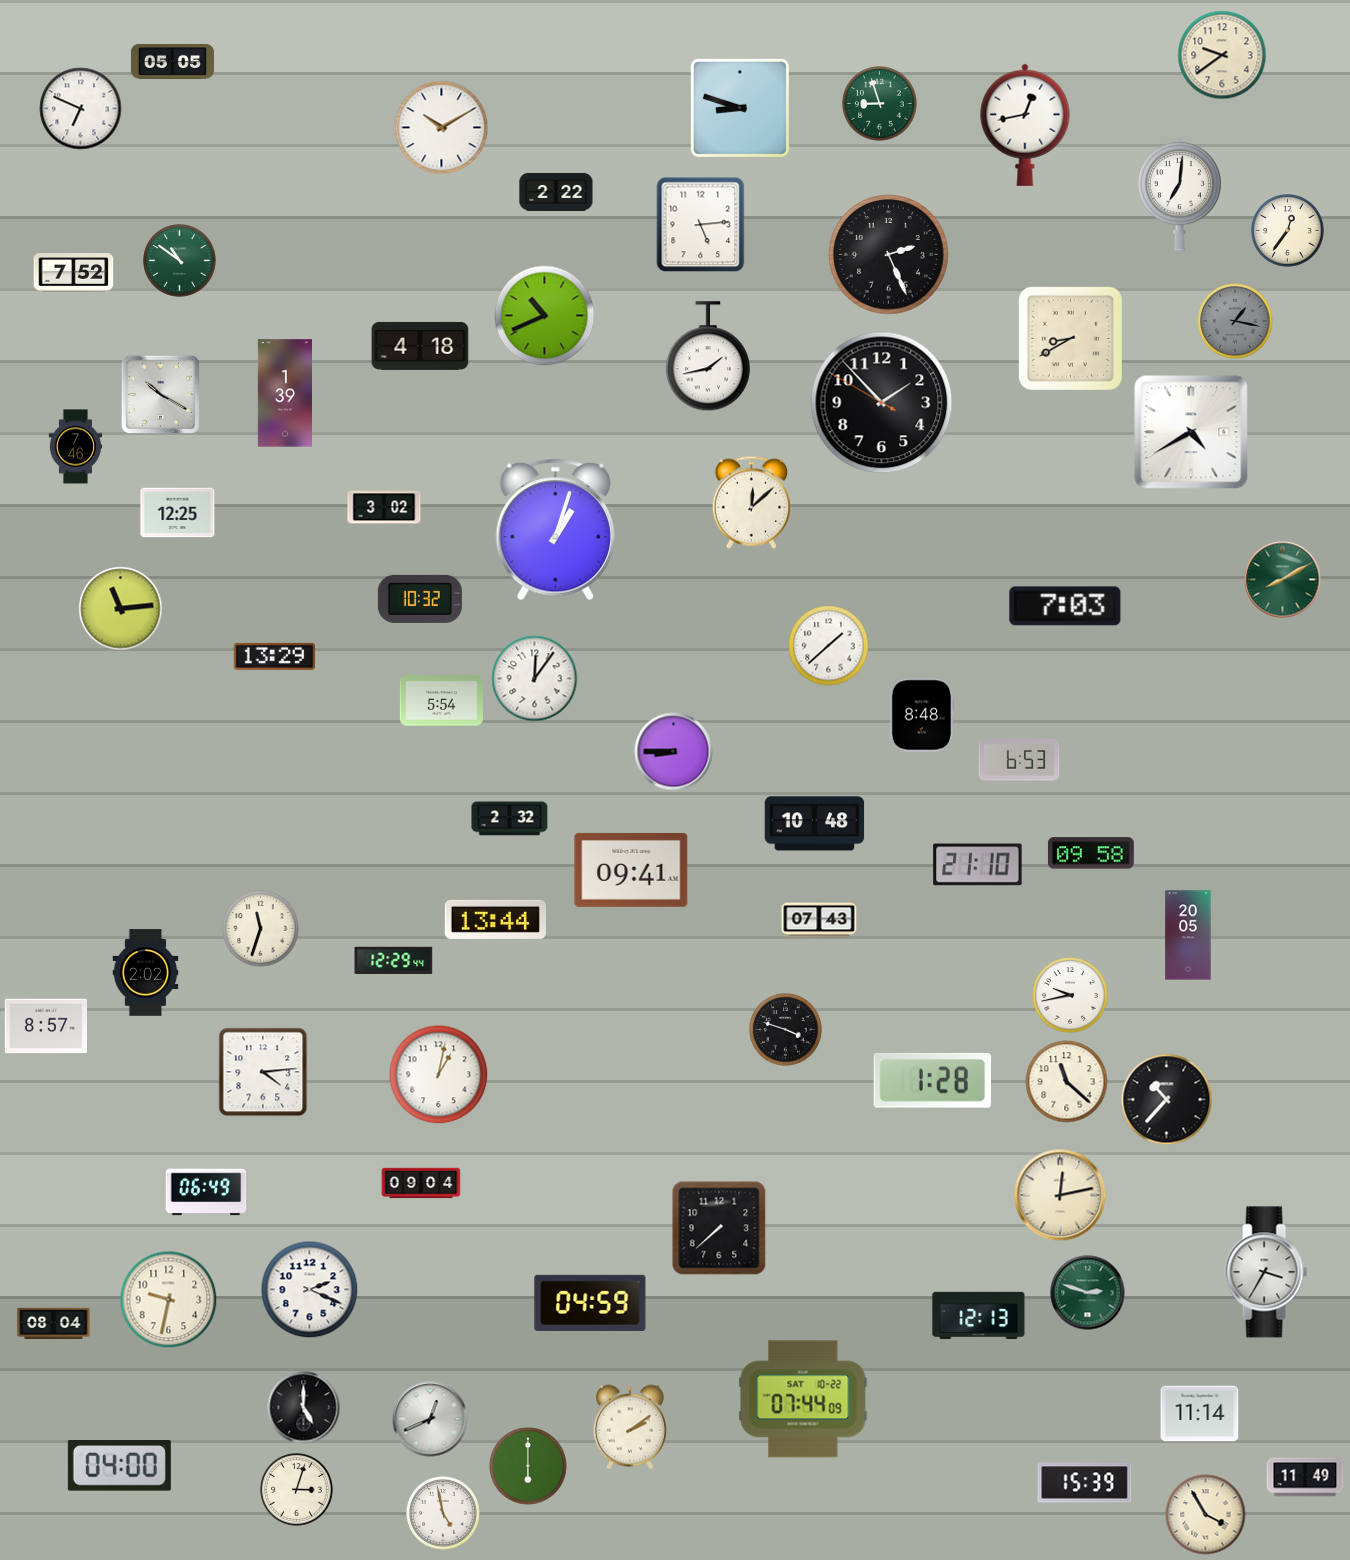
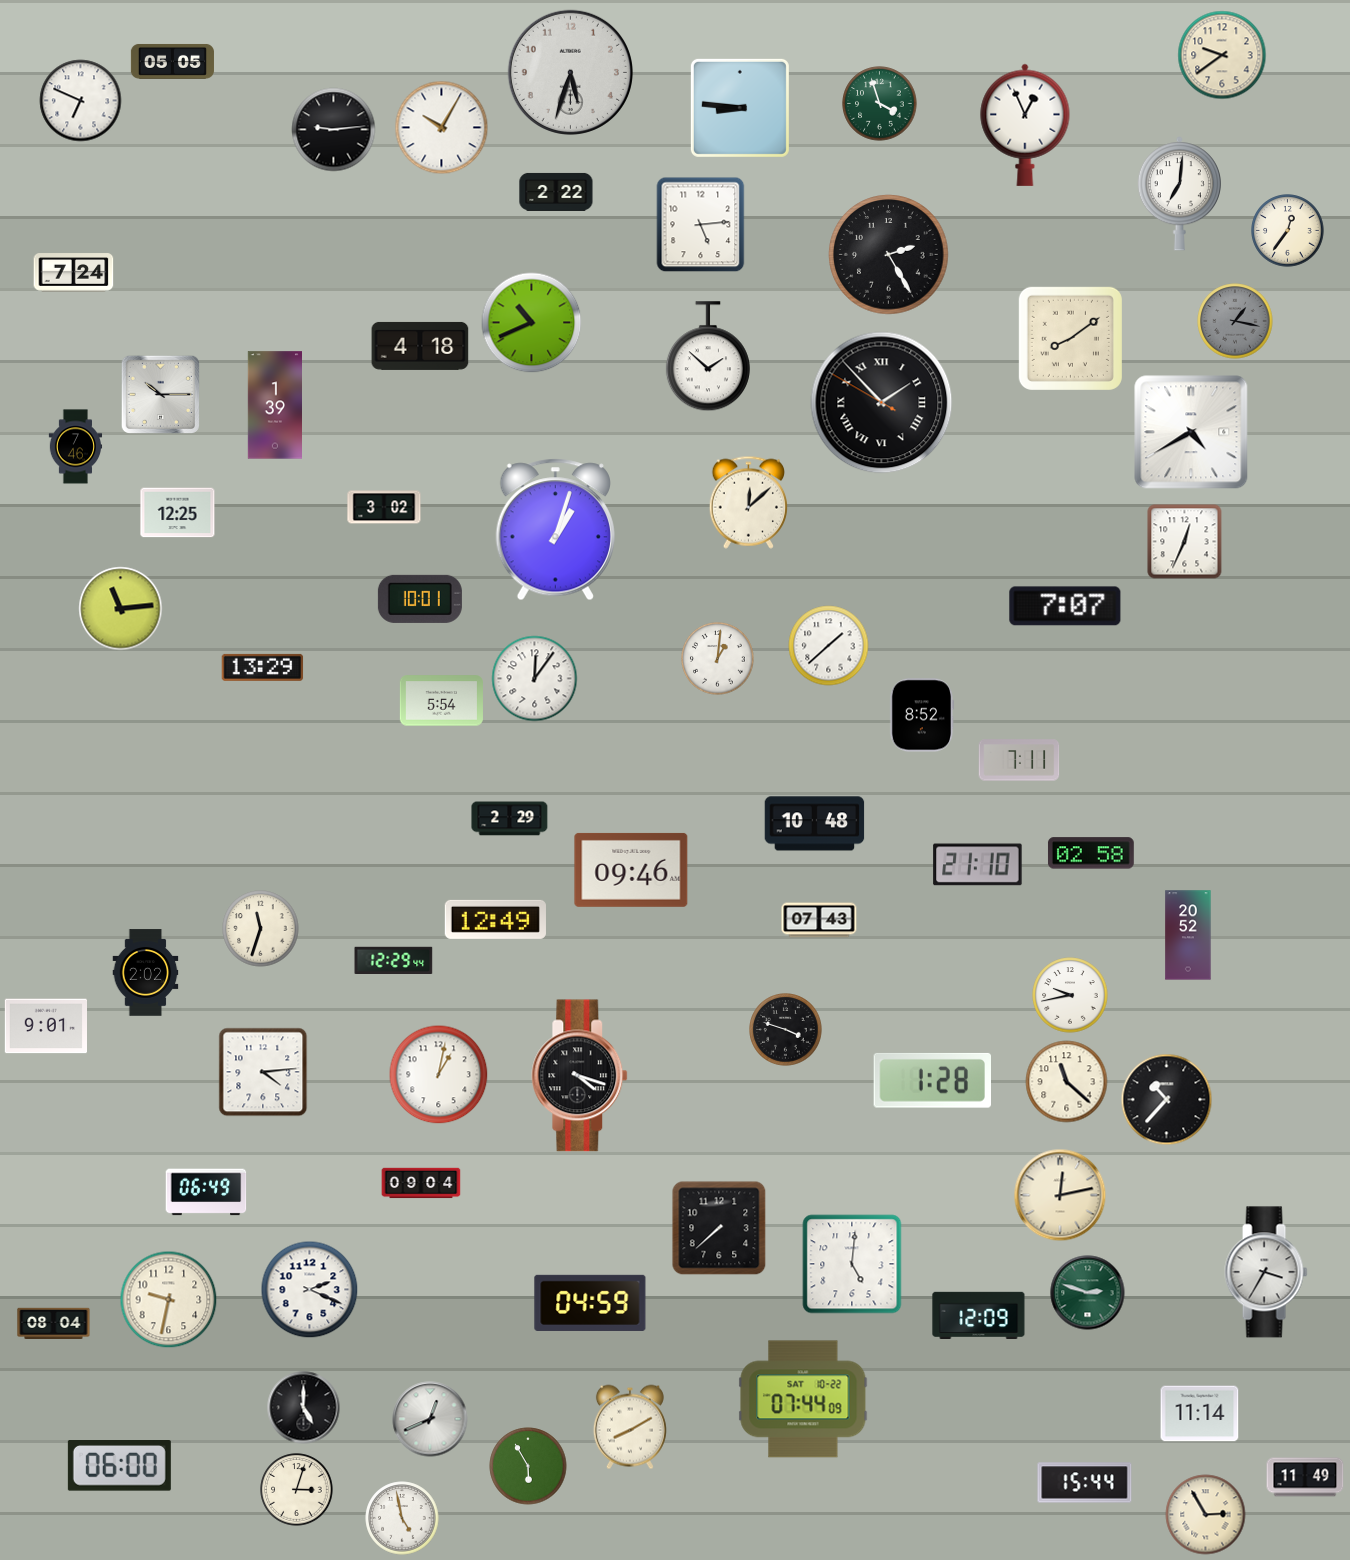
clock at (570, 72): none -> 5:33
clock at (880, 104): 8:57 -> 3:57
clock at (740, 108): 8:48 -> 8:46
clock at (81, 109) position: (81, 109) -> (81, 101)
clock at (1025, 125): 12:43 -> 12:56
clock at (442, 128): 10:10 -> 10:05
clock at (334, 130): none -> 9:14
clock at (889, 255): 2:26 -> 2:25
clock at (180, 261): 10:51 -> none
clock at (74, 273): 7:52 -> 7:24
clock at (545, 316) position: (545, 316) -> (532, 323)
clock at (1070, 338): 8:40 -> 8:09
clock at (708, 357): 1:43 -> 1:52
clock at (284, 393) position: (284, 393) -> (274, 405)
clock at (160, 394): 10:20 -> 10:15
clock at (882, 403) numerals: Arabic -> Roman
clock at (751, 502) position: (751, 502) -> (748, 502)
clock at (1185, 542): none -> 12:34
clock at (1283, 580): 8:10 -> none
clock at (420, 599): 10:32 -> 10:01
clock at (1065, 606): 7:03 -> 7:07
clock at (275, 656) position: (275, 656) -> (263, 667)
clock at (718, 659): none -> 1:01
clock at (922, 715): 8:48 -> 8:52
clock at (674, 752): 8:45 -> none
clock at (1019, 760): 6:53 -> 7:11
clock at (510, 819): 2:32 -> 2:29
clock at (1091, 853): 09:58 -> 02:58
clock at (631, 870): 09:41 -> 09:46
clock at (495, 919): 13:44 -> 12:49
clock at (1188, 935): 20:05 -> 20:52
clock at (45, 1026): 8:57 -> 9:01
clock at (580, 1076): none -> 4:18
clock at (852, 1264): none -> 5:01
clock at (979, 1315): 12:13 -> 12:09
clock at (630, 1427): 2:09 -> 8:10
clock at (119, 1466): 04:00 -> 06:00
clock at (528, 1466): 6:00 -> 5:55
clock at (1085, 1483): 15:39 -> 15:44
clock at (443, 1513) position: (443, 1513) -> (402, 1518)
clock at (1206, 1515): 3:55 -> 2:55
